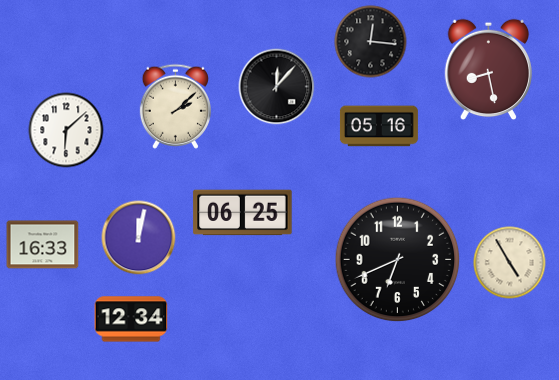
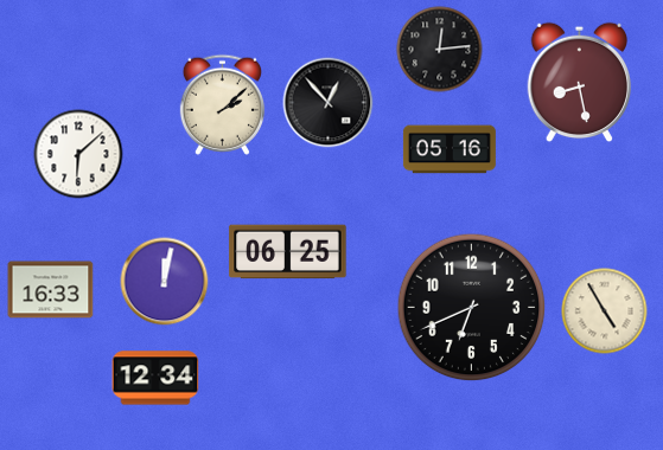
clock at (371, 42): 12:16 -> 12:14
clock at (277, 87): 12:07 -> 12:53
clock at (175, 106) position: (175, 106) -> (222, 104)
